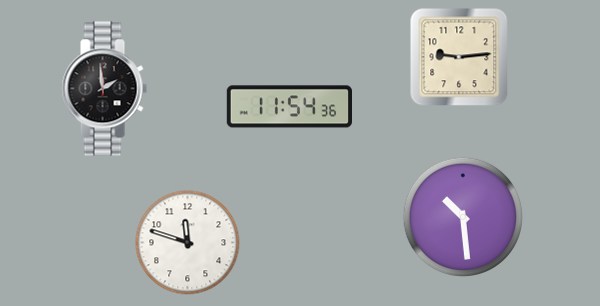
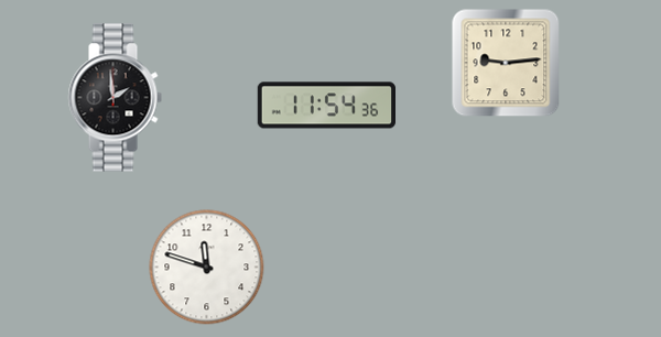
clock at (289, 107) position: (289, 107) -> (326, 106)
clock at (462, 216): 10:29 -> none
